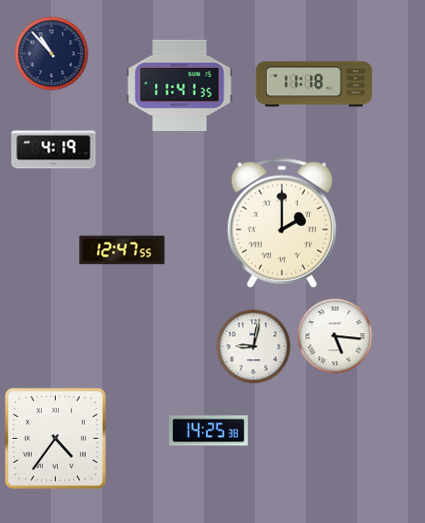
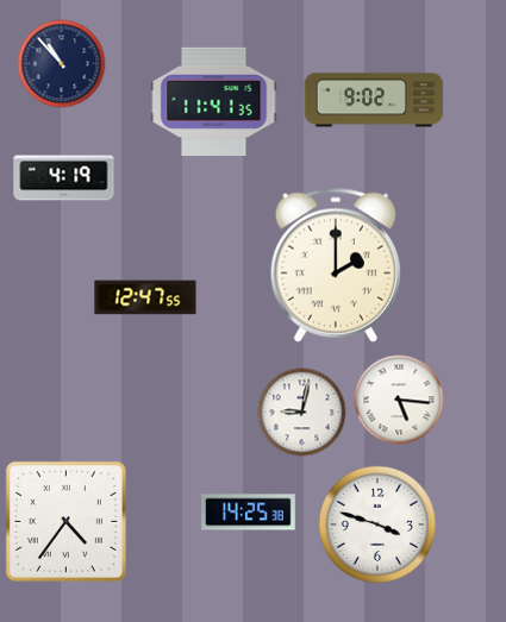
clock at (314, 84): 11:18 -> 9:02
clock at (377, 524): none -> 3:48
